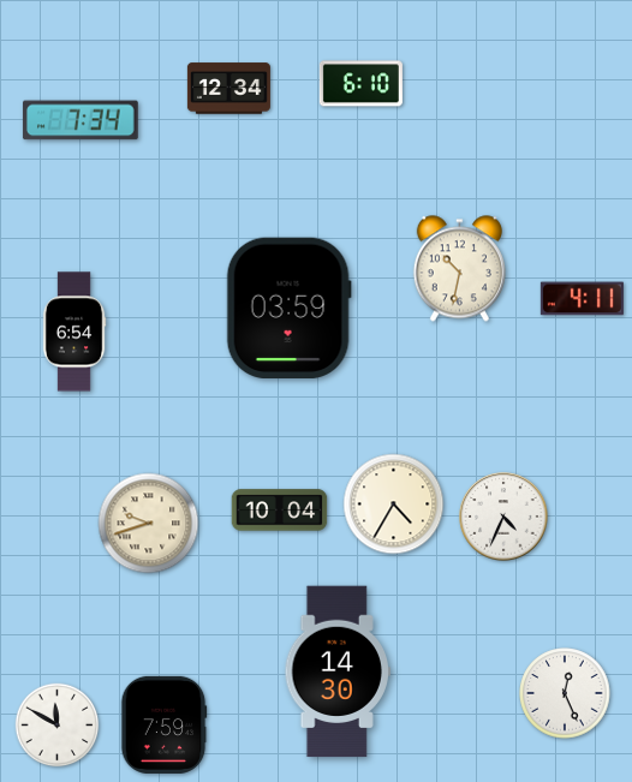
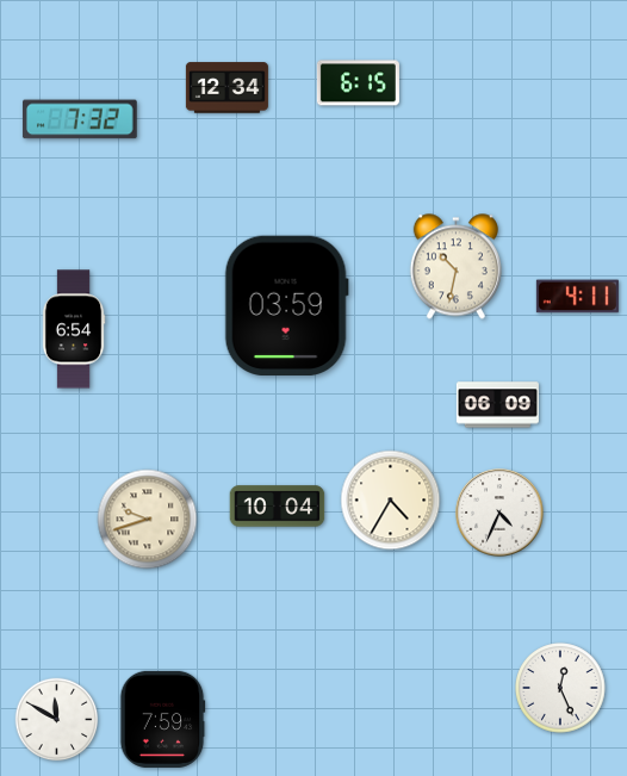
clock at (360, 84): 6:10 -> 6:15
clock at (81, 120): 7:34 -> 7:32
clock at (497, 405): none -> 06:09
clock at (336, 671): 14:30 -> none
